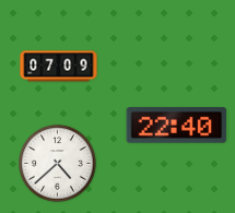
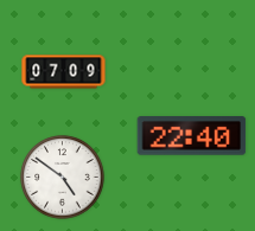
clock at (58, 164): 4:38 -> 4:51
